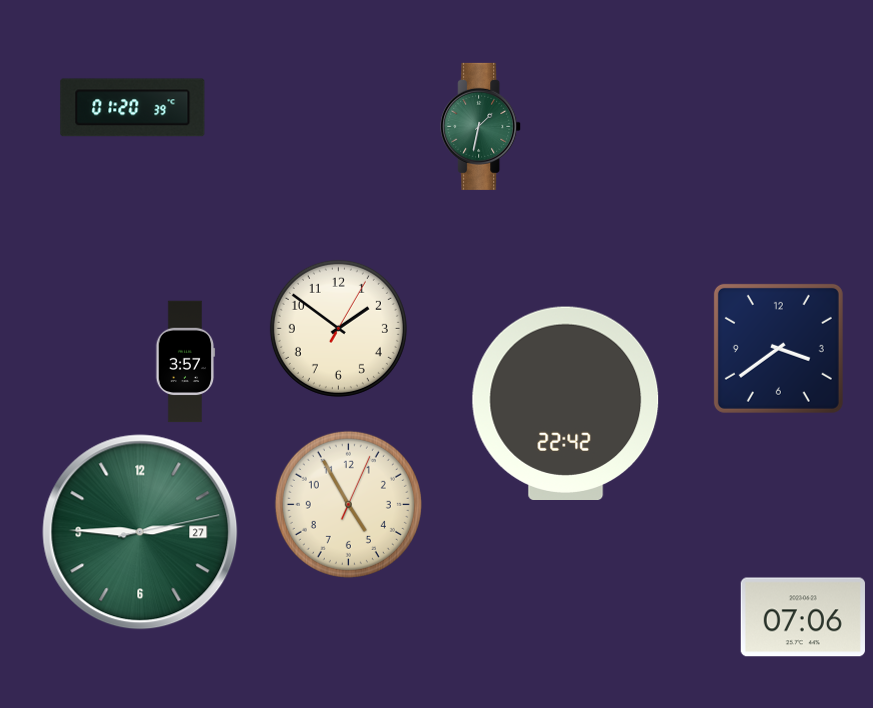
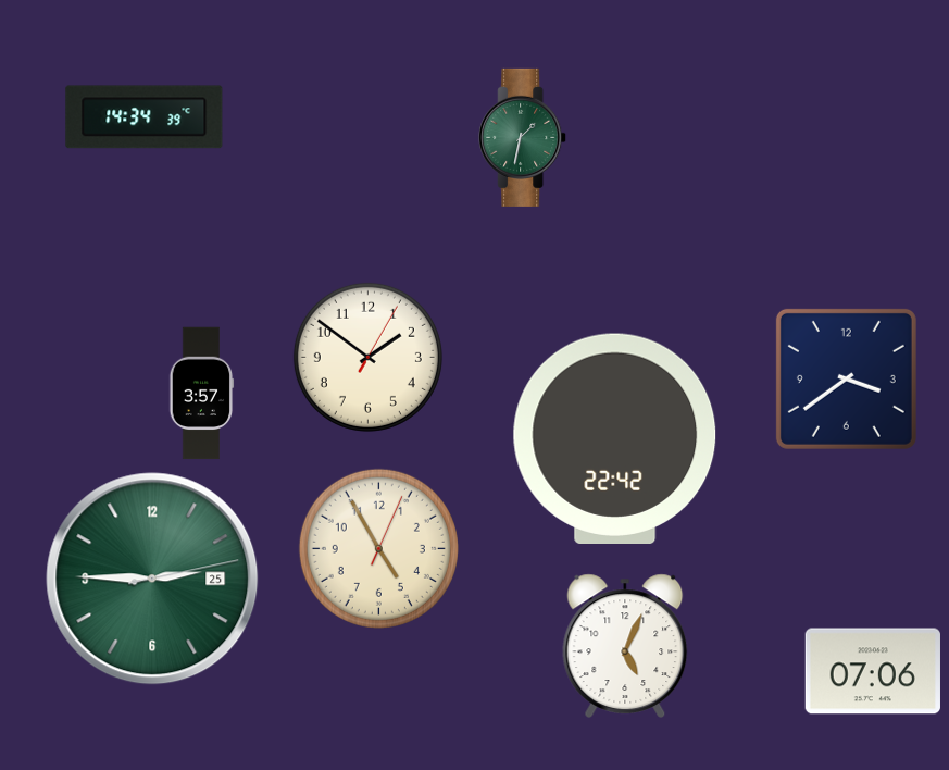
clock at (133, 108): 01:20 -> 14:34
clock at (140, 532) date: 27 -> 25
clock at (625, 646): none -> 5:04
